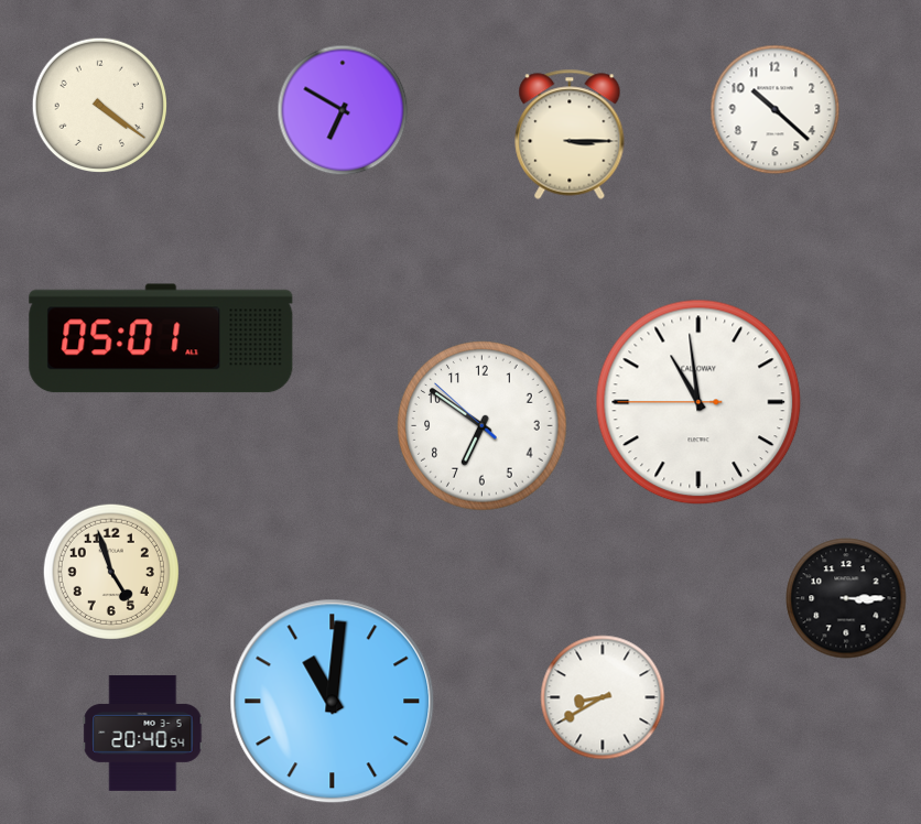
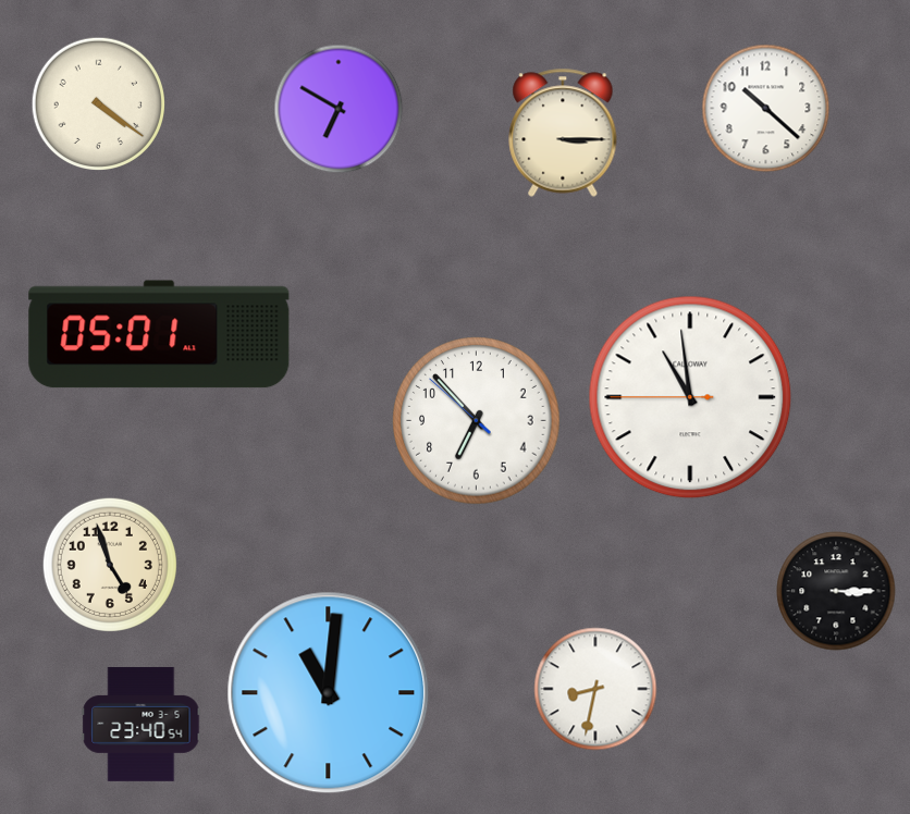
clock at (483, 426): 6:50 -> 6:52
clock at (603, 697): 8:40 -> 8:32
clock at (143, 733): 20:40 -> 23:40
